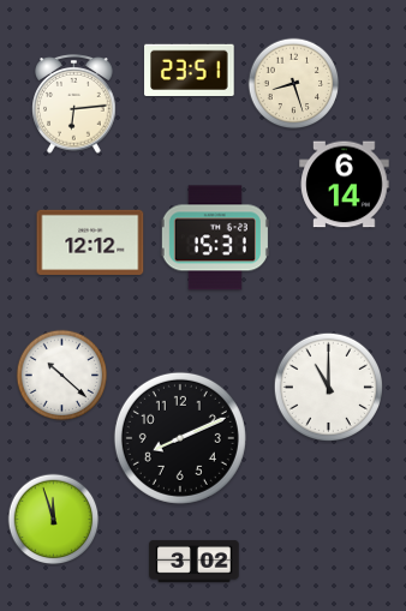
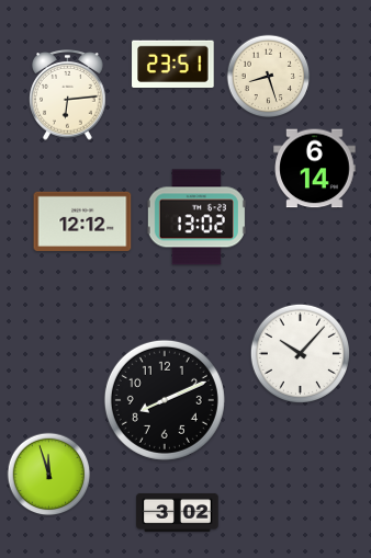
clock at (215, 238): 15:31 -> 13:02
clock at (62, 376): 10:22 -> none
clock at (328, 387): 11:00 -> 10:07
